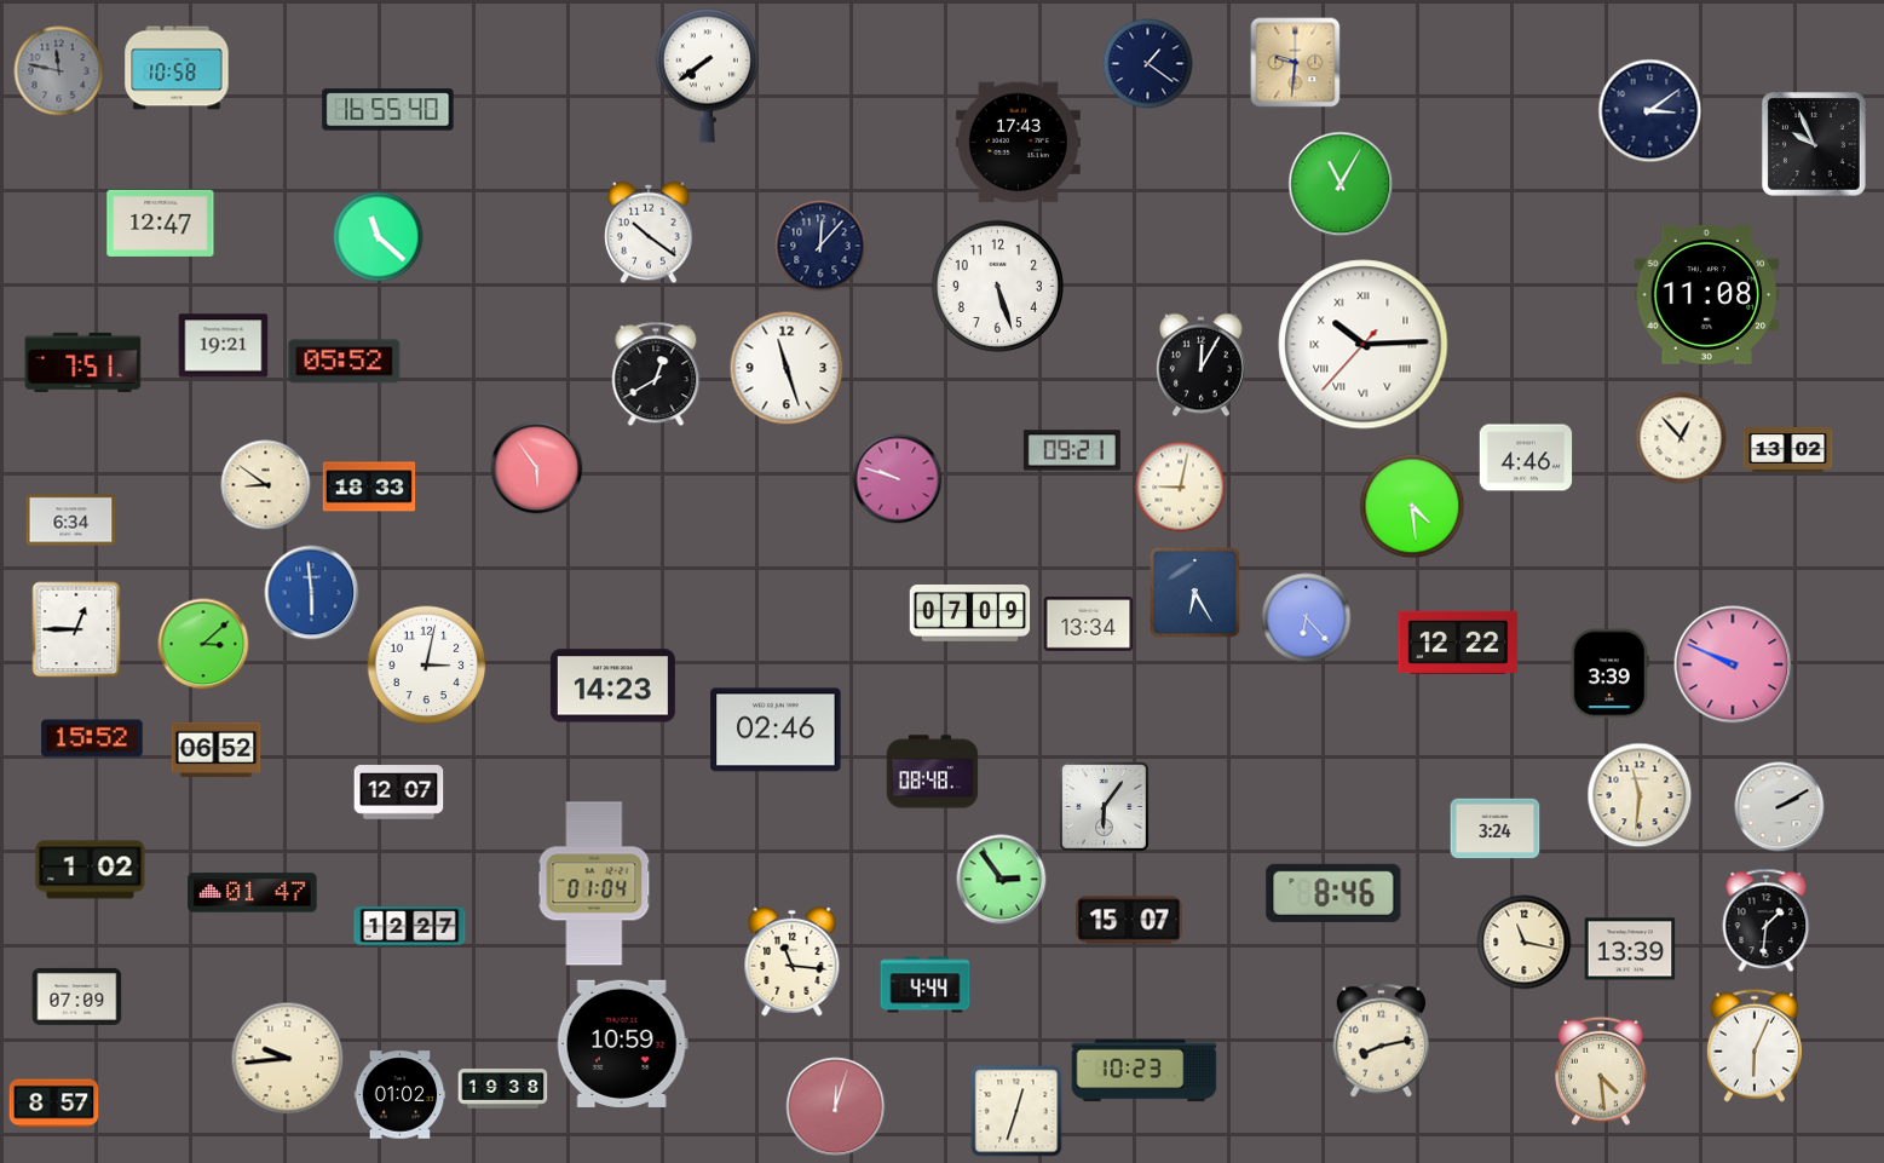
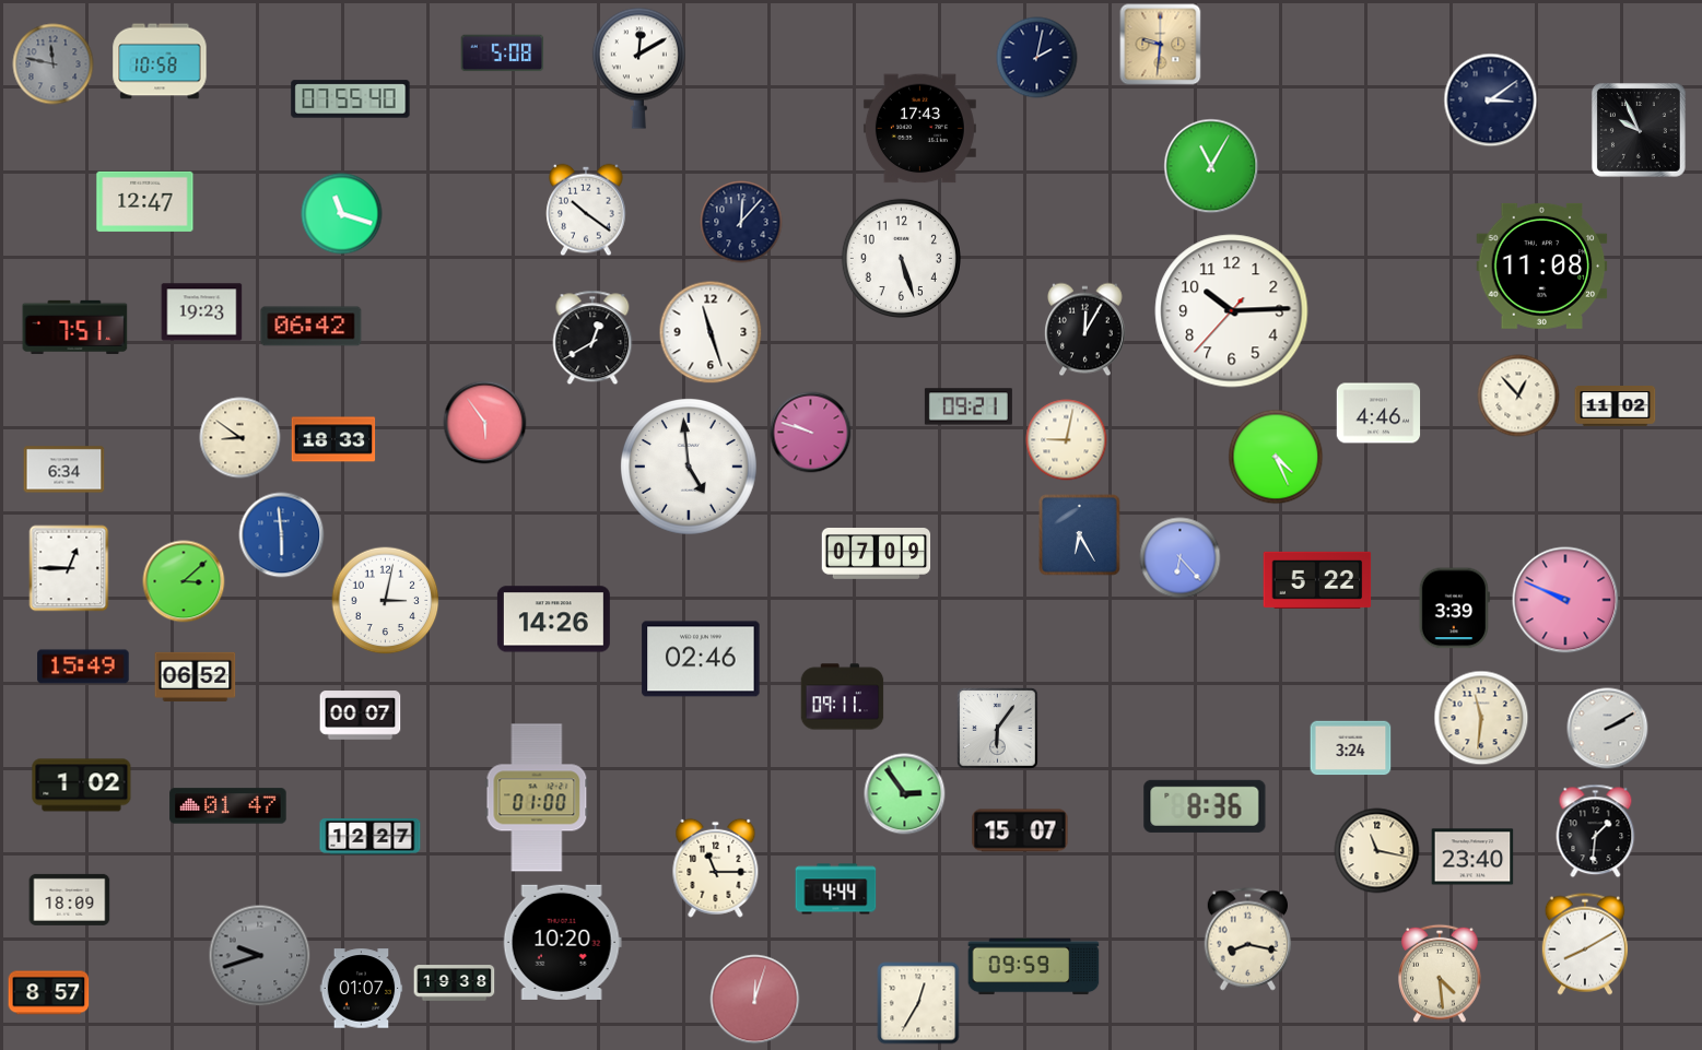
clock at (503, 54): none -> 5:08
clock at (1296, 63) position: (1296, 63) -> (1161, 45)
clock at (1148, 64): 1:21 -> 2:02
clock at (707, 75): 7:39 -> 12:10
clock at (388, 110): 16:55 -> 07:55
clock at (379, 237): 11:22 -> 11:18
clock at (1364, 345) numerals: Roman -> Arabic
clock at (224, 346): 19:21 -> 19:23
clock at (345, 362): 05:52 -> 06:42
clock at (1788, 450): 13:02 -> 11:02
clock at (1412, 506): 4:29 -> 4:26
clock at (689, 467): none -> 4:59
clock at (1089, 624): 13:34 -> none
clock at (1458, 643): 12:22 -> 5:22
clock at (612, 686): 14:23 -> 14:26
clock at (92, 738): 15:52 -> 15:49
clock at (933, 772): 08:48 -> 09:11
clock at (399, 793): 12:07 -> 00:07
clock at (594, 883): 01:04 -> 01:00
clock at (1333, 893): 8:46 -> 8:36
clock at (1630, 949): 13:39 -> 23:40
clock at (793, 961): 11:16 -> 11:15
clock at (77, 996): 07:09 -> 18:09
clock at (1382, 1041): 8:13 -> 8:17
clock at (622, 1043): 10:59 -> 10:20
clock at (1755, 1046): 6:04 -> 8:10
clock at (288, 1059): 9:44 -> 9:42
clock at (288, 1059) dial: cream -> grey
clock at (1145, 1071): 10:23 -> 09:59
clock at (1601, 1071) position: (1601, 1071) -> (1440, 974)
clock at (401, 1095): 01:02 -> 01:07
clock at (54, 1104) position: (54, 1104) -> (49, 993)
clock at (1016, 1111): 12:33 -> 12:35
